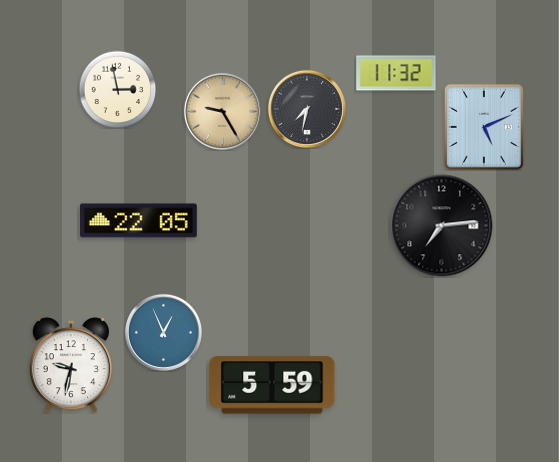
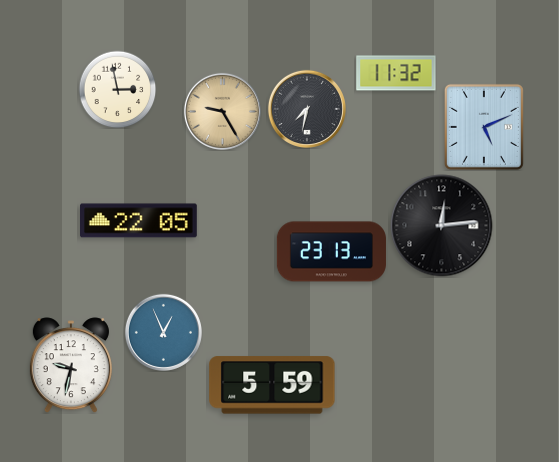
clock at (442, 226): 7:14 -> 12:14
clock at (331, 252): none -> 23:13
